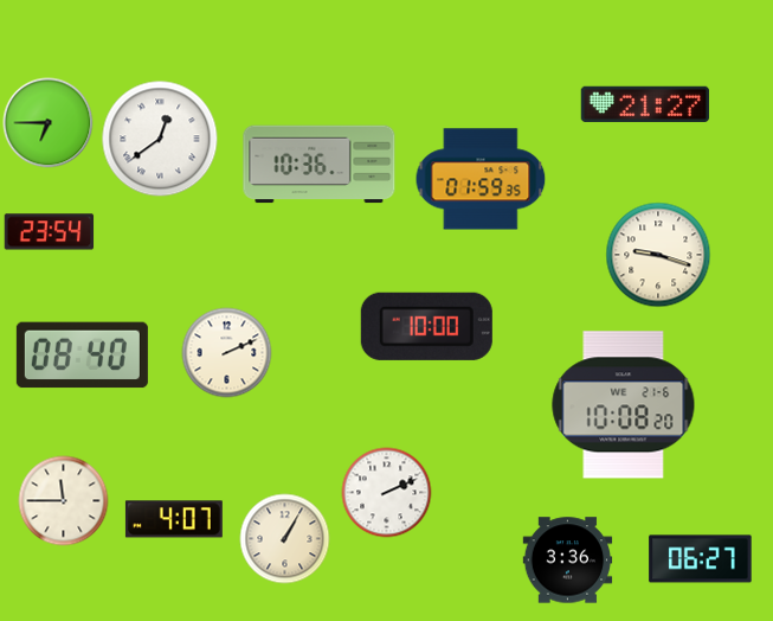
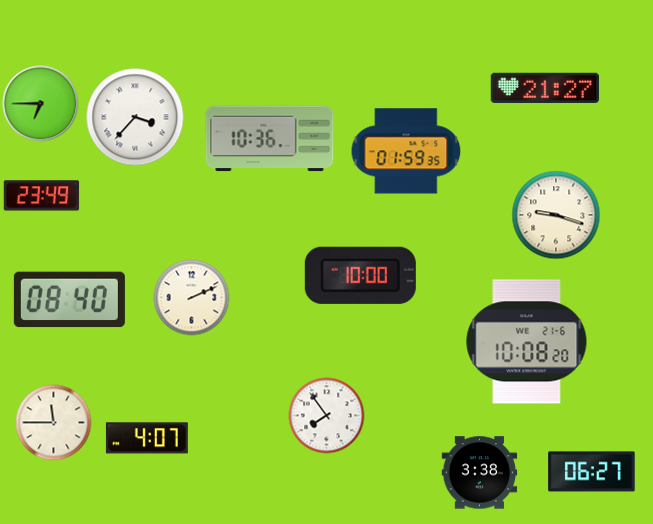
clock at (160, 139): 12:39 -> 3:37
clock at (50, 232): 23:54 -> 23:49
clock at (387, 493): 2:11 -> 7:54
clock at (285, 539): 1:05 -> none
clock at (568, 561): 3:36 -> 3:38
